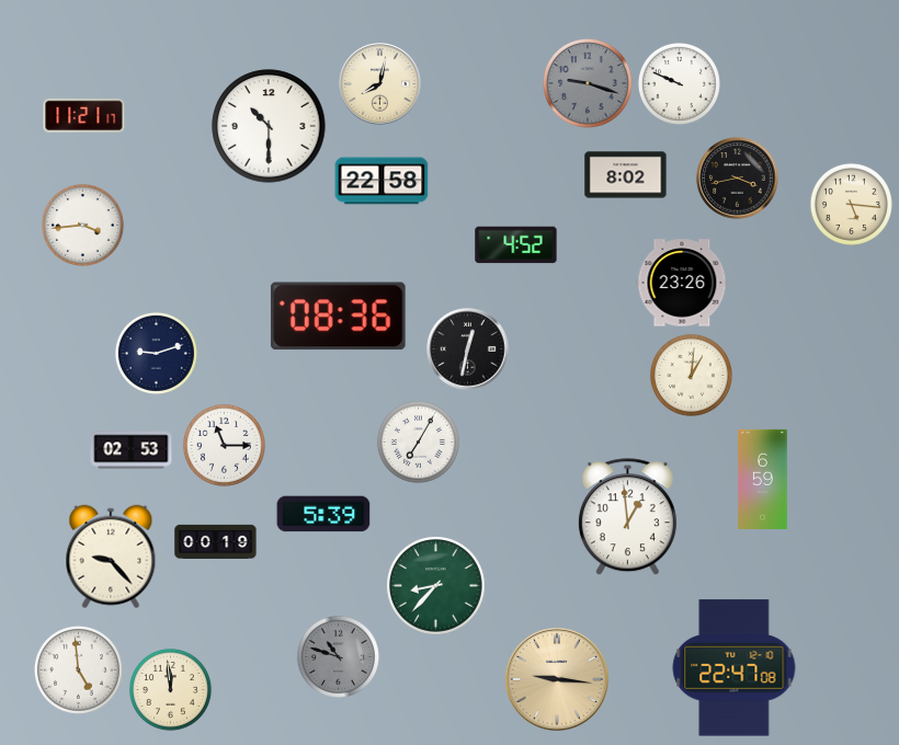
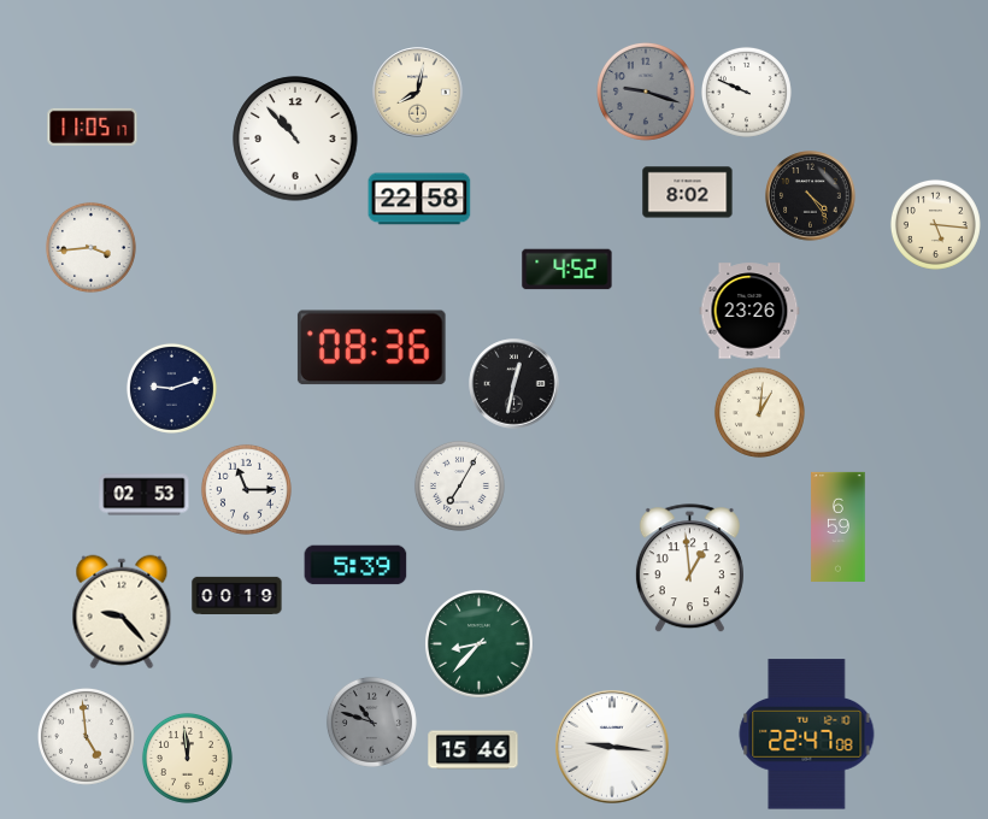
clock at (84, 115): 11:21 -> 11:05
clock at (269, 126): 10:30 -> 10:53
clock at (738, 179): 3:43 -> 4:24
clock at (558, 680) dial: champagne -> white
clock at (474, 750): none -> 15:46
